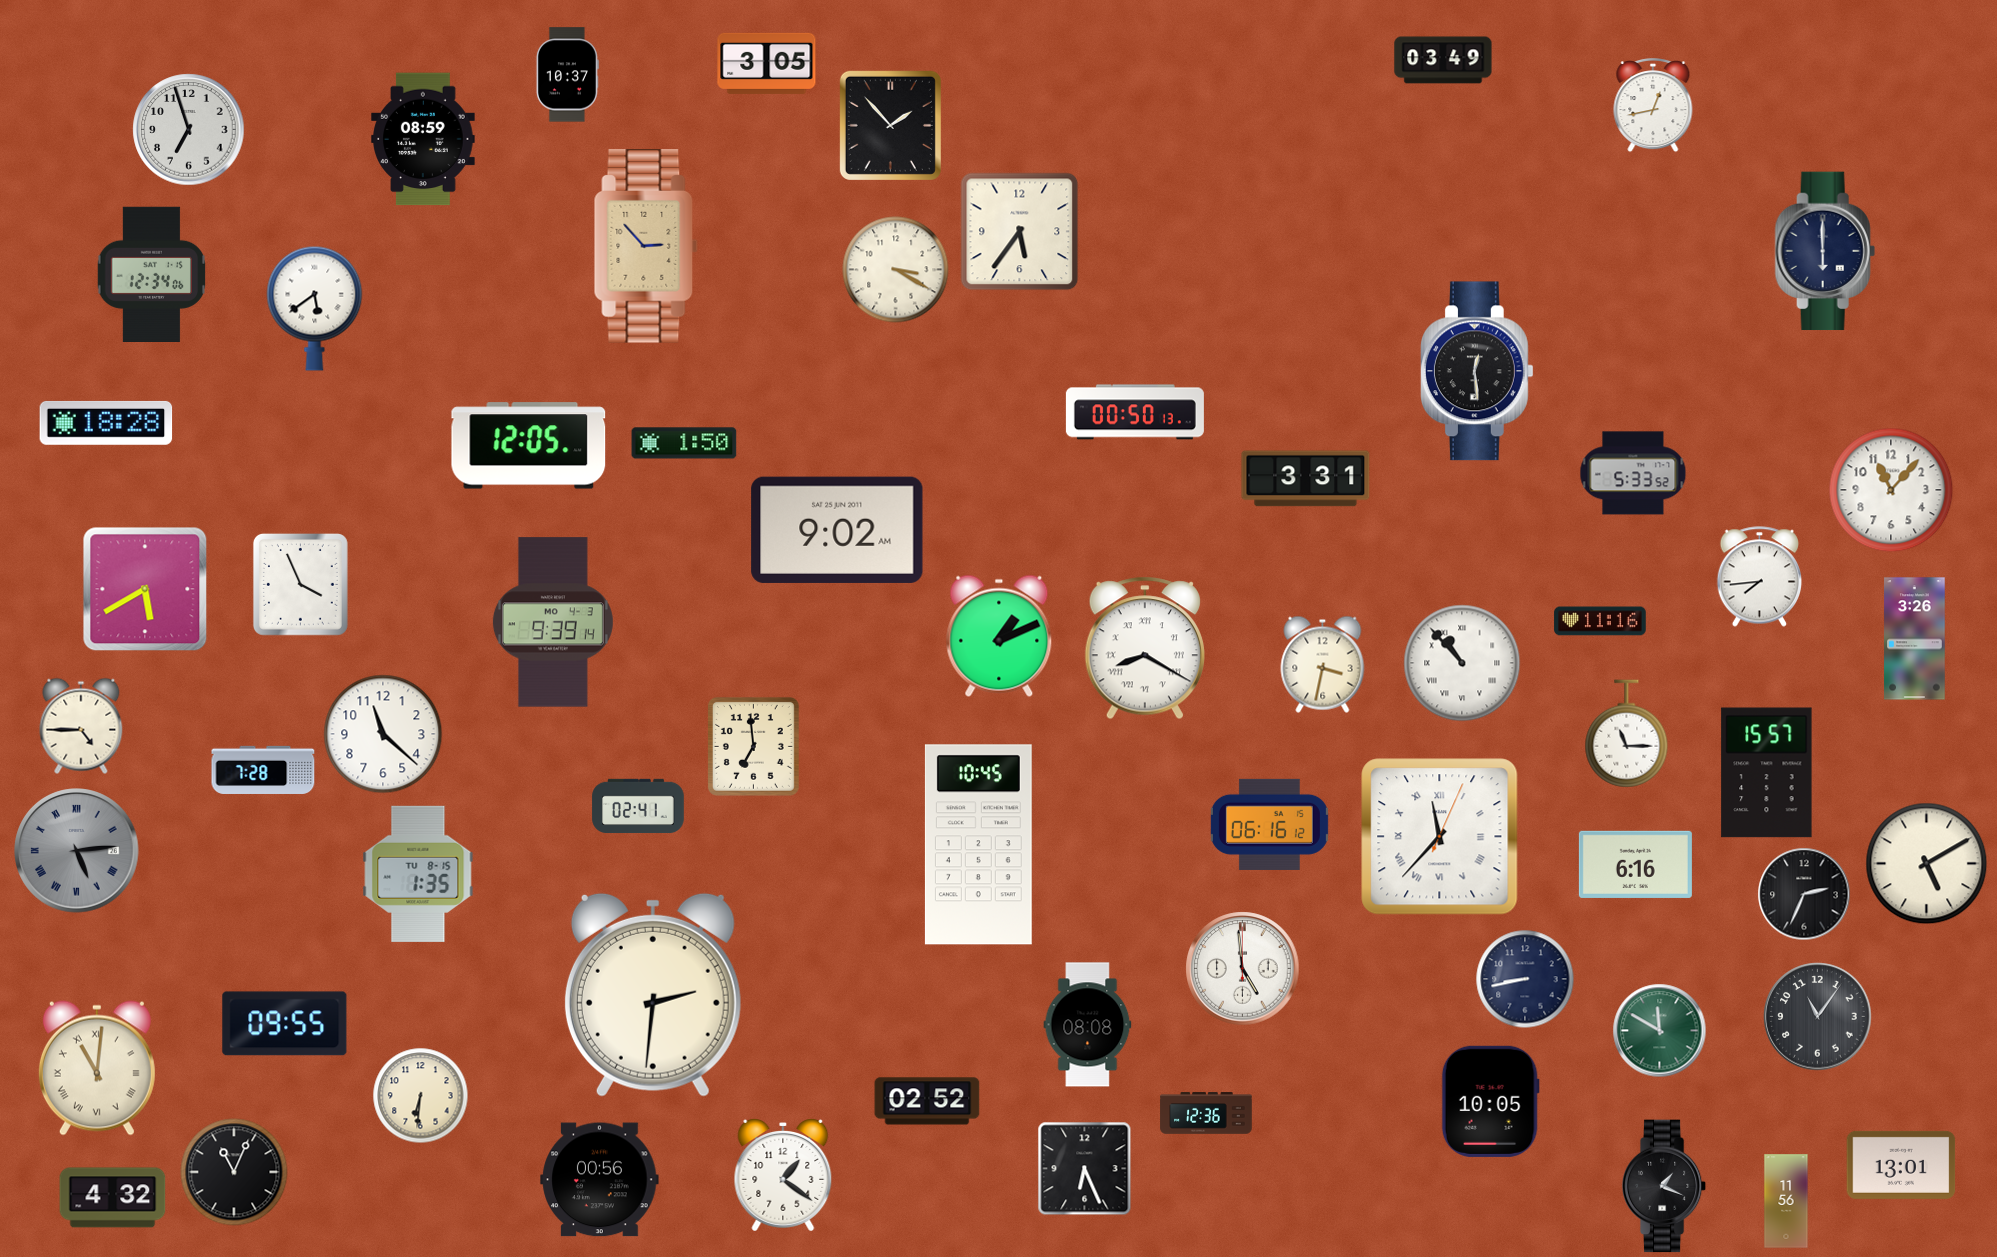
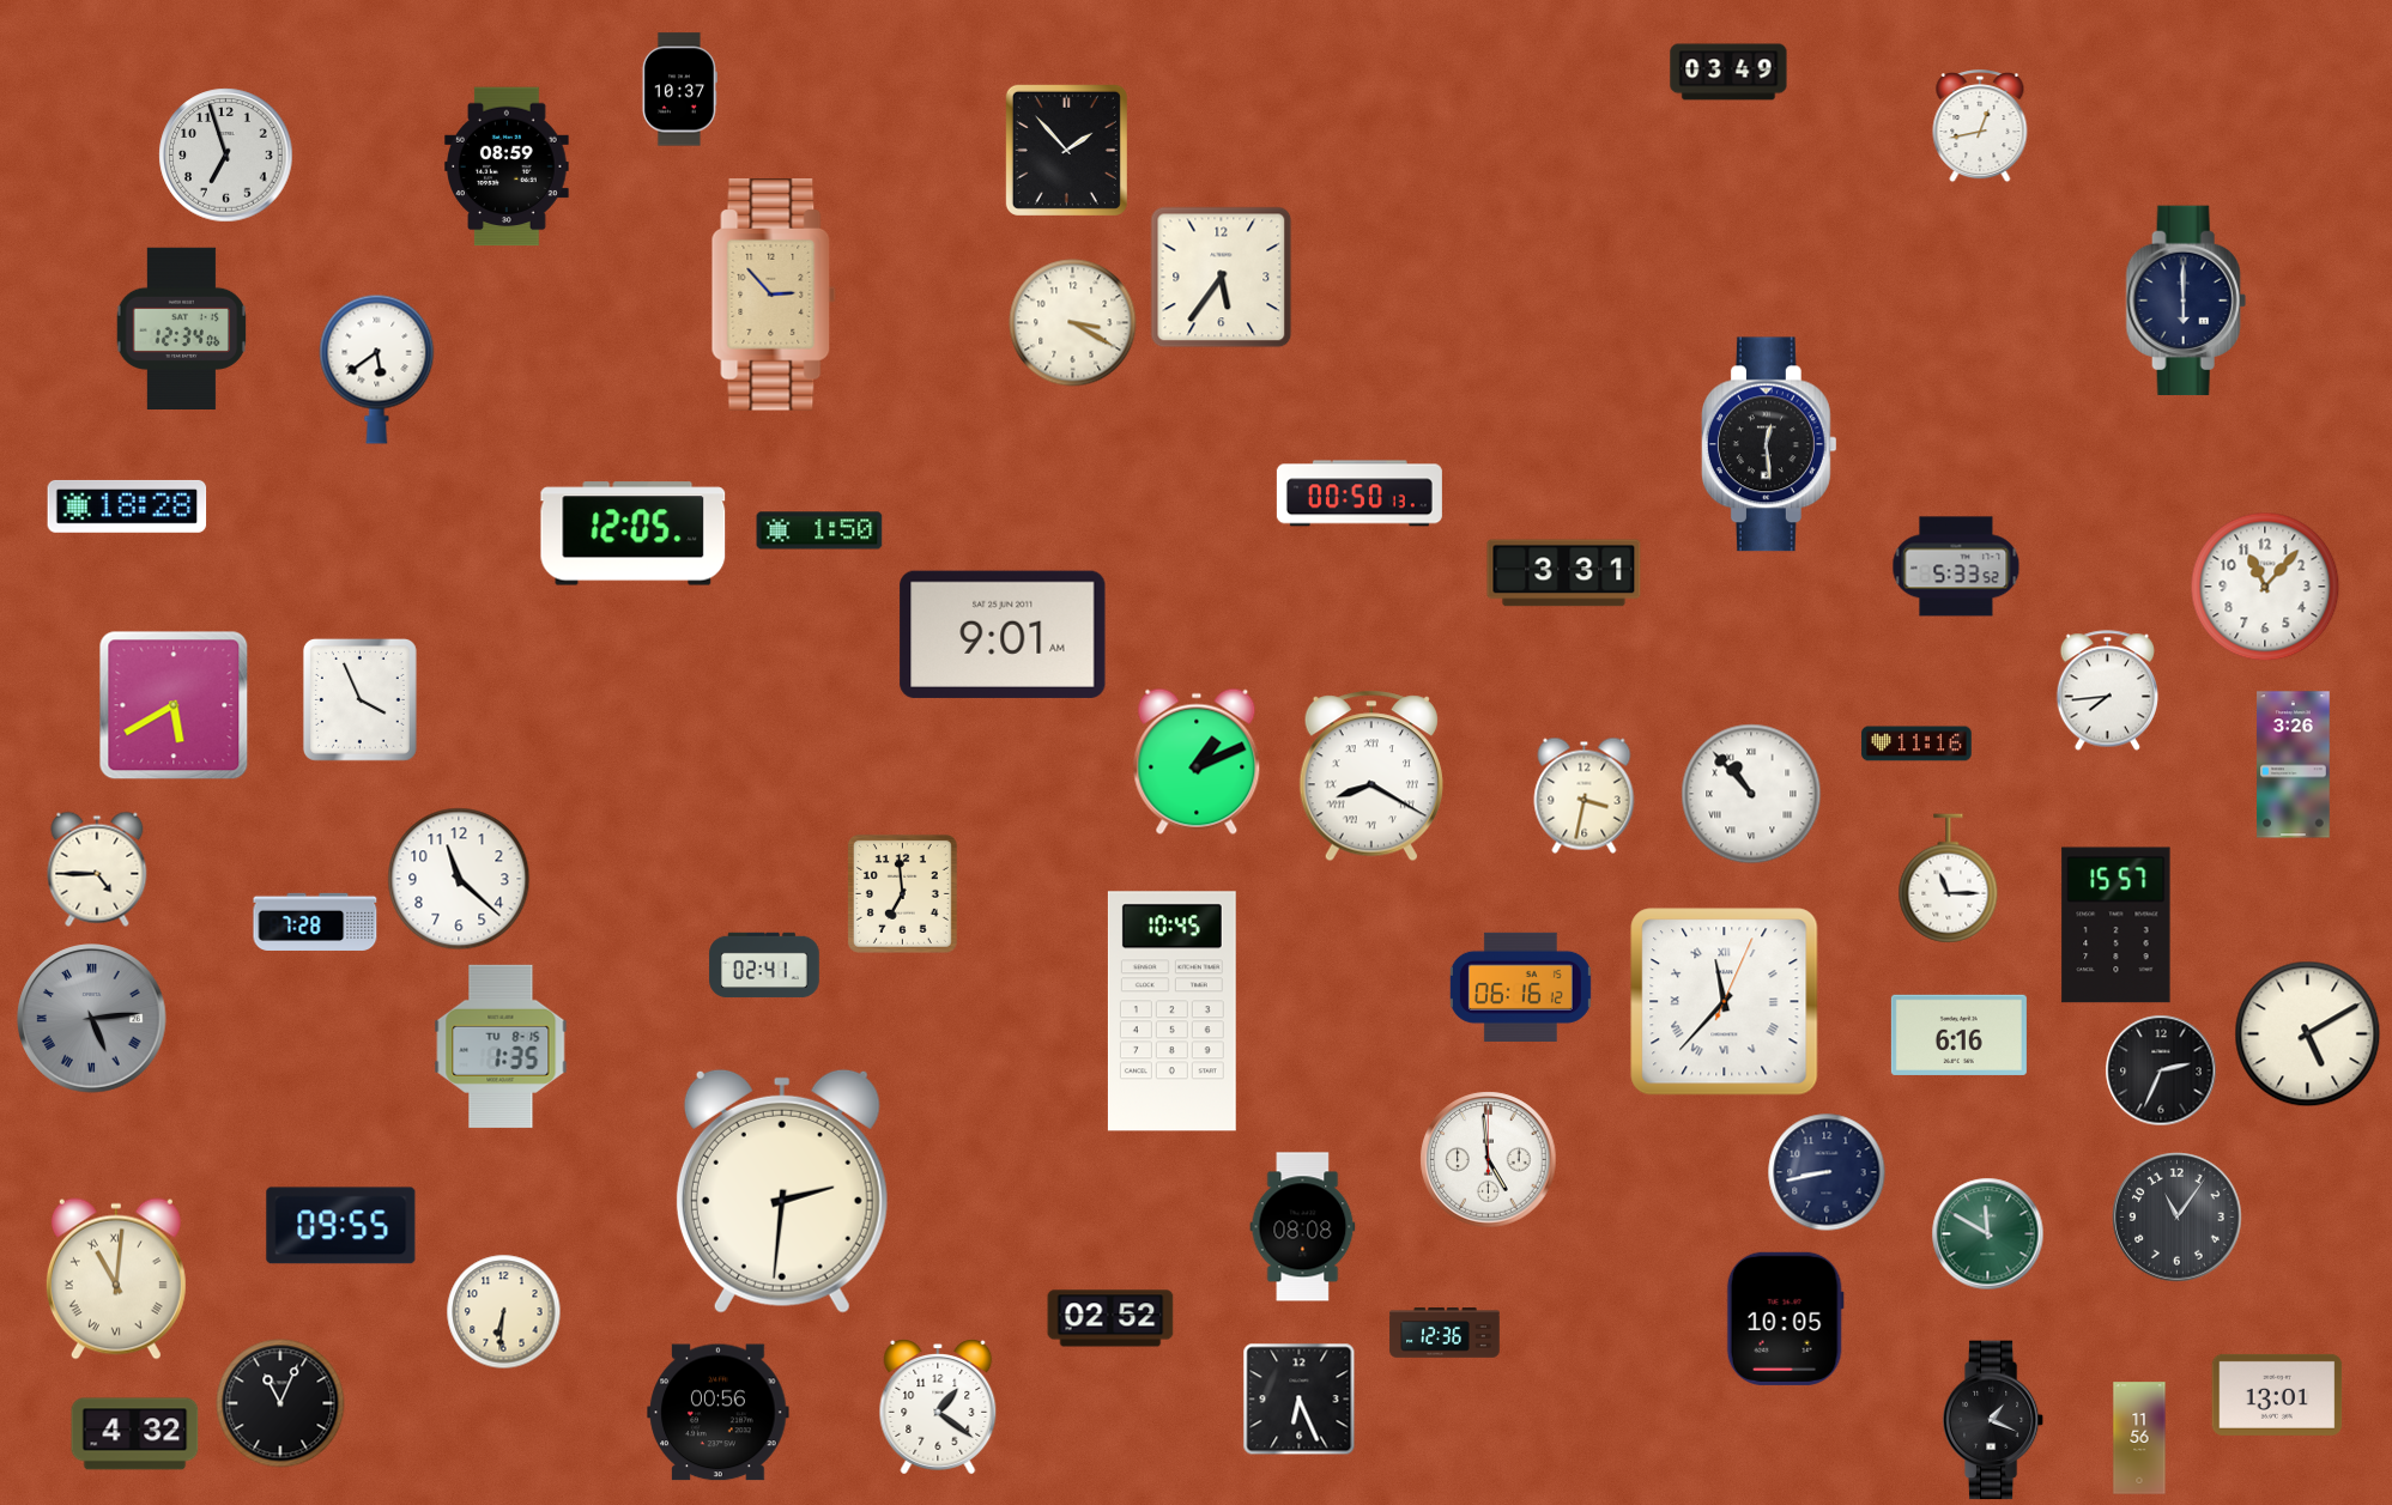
clock at (767, 63): 3:05 -> none
clock at (837, 530): 9:02 -> 9:01
clock at (553, 622): 9:39 -> none
